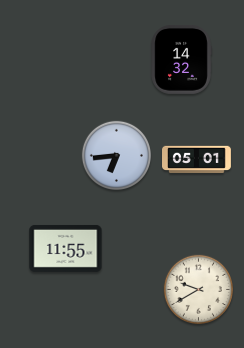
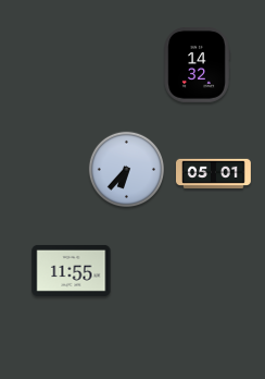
clock at (116, 155): 6:44 -> 6:37
clock at (198, 289): 9:40 -> none
